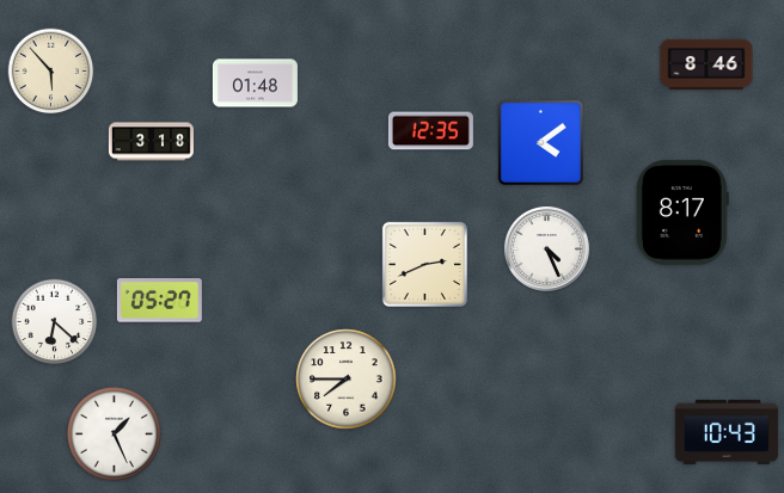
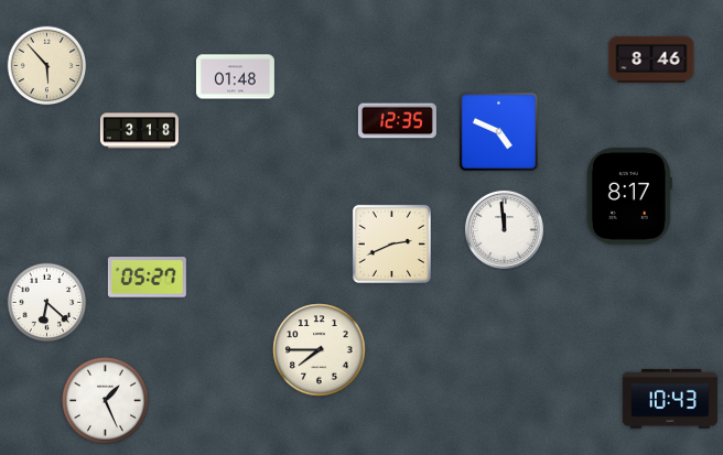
clock at (540, 142): 4:09 -> 4:49
clock at (546, 248): 4:26 -> 11:59
clock at (55, 322) position: (55, 322) -> (47, 303)
